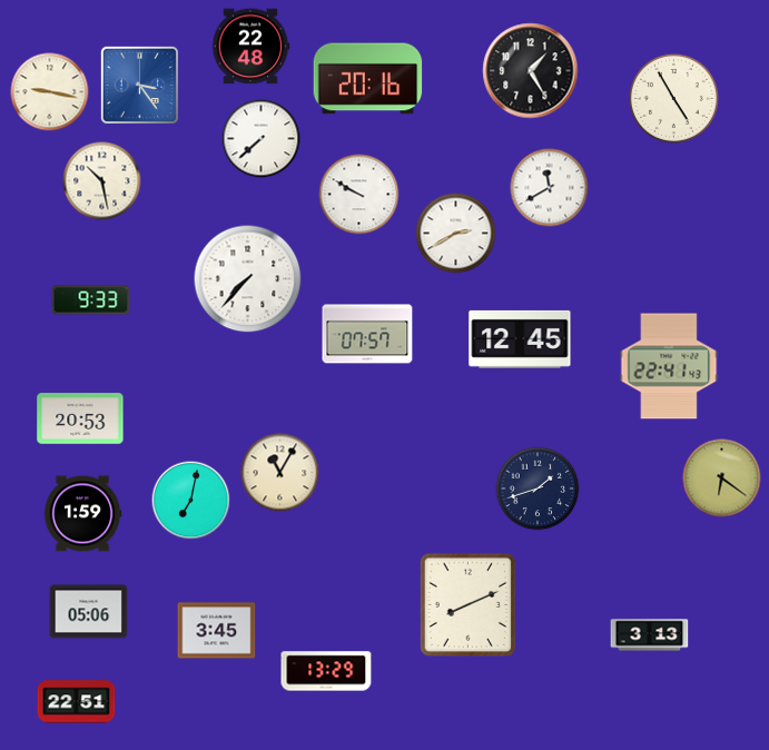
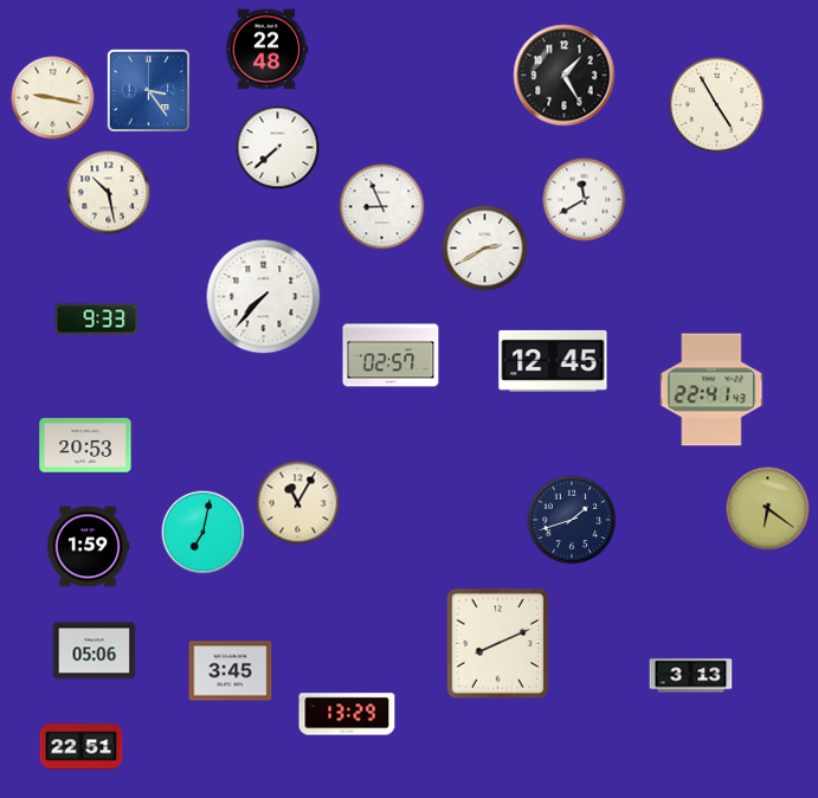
clock at (368, 79): 20:16 -> none
clock at (359, 195): 9:50 -> 8:56
clock at (367, 334): 07:57 -> 02:57
